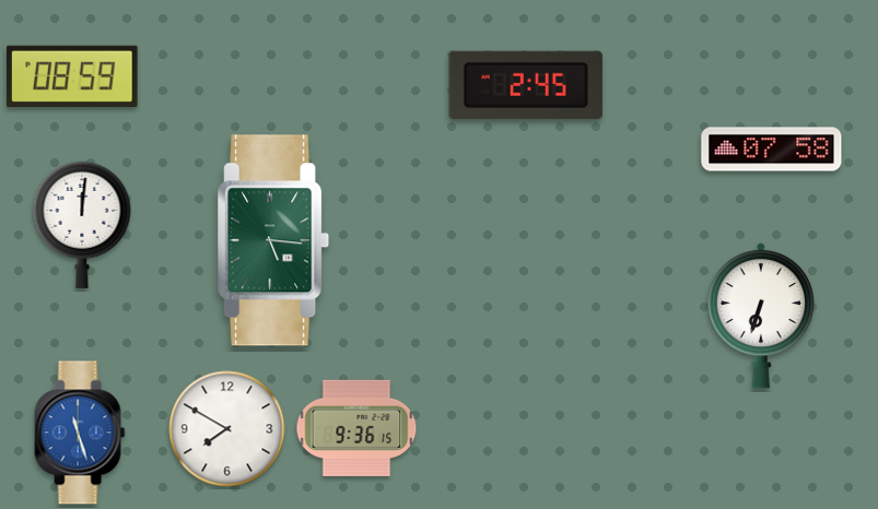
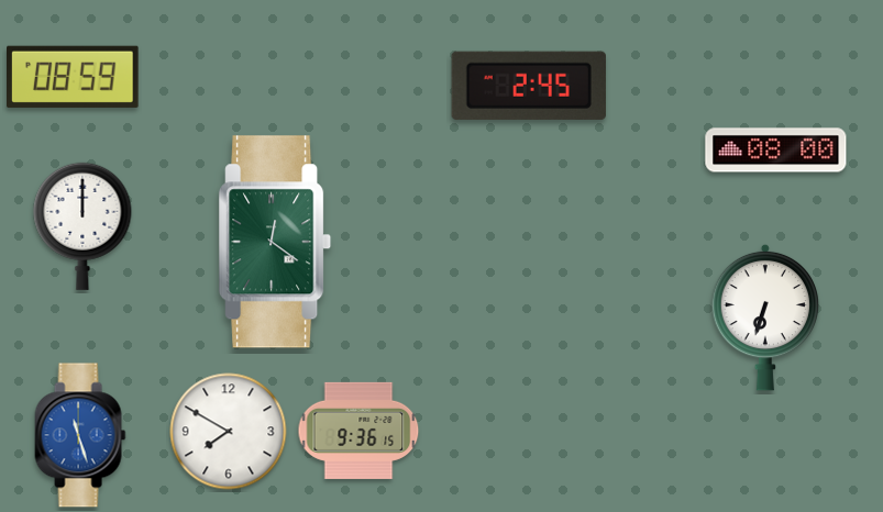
clock at (772, 150): 07:58 -> 08:00
clock at (82, 225): 12:01 -> 12:00
clock at (274, 240): 5:16 -> 12:21
